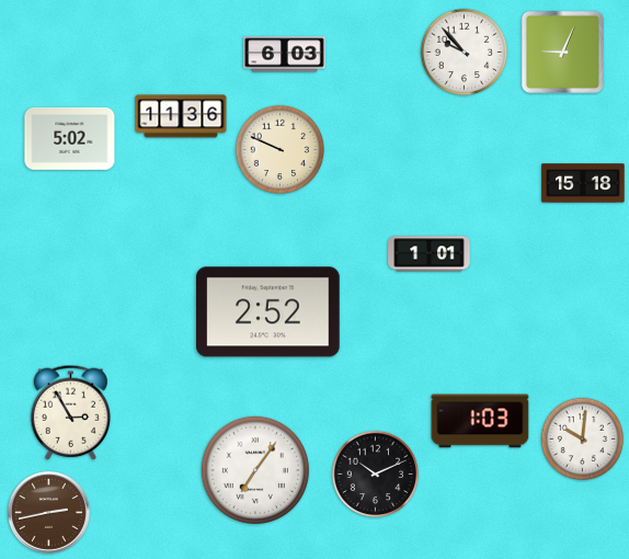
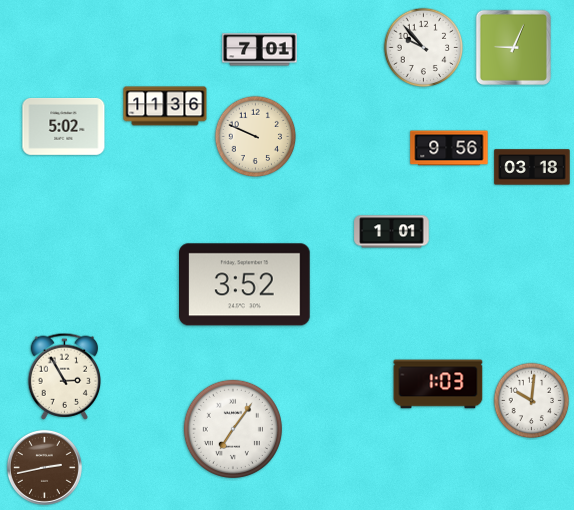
clock at (285, 55): 6:03 -> 7:01
clock at (449, 148): none -> 9:56
clock at (583, 183): 15:18 -> 03:18
clock at (268, 312): 2:52 -> 3:52
clock at (376, 475): 10:11 -> none
